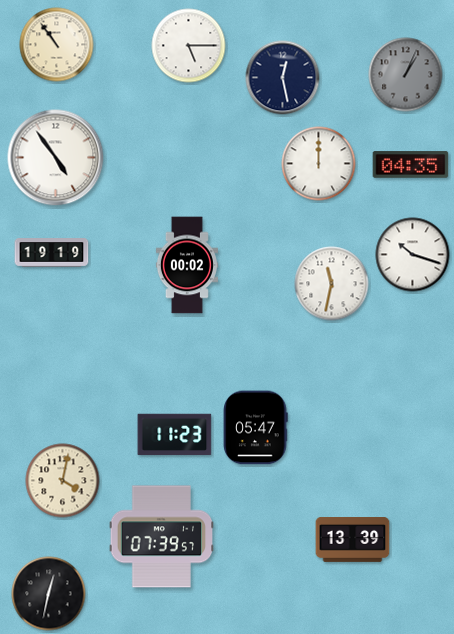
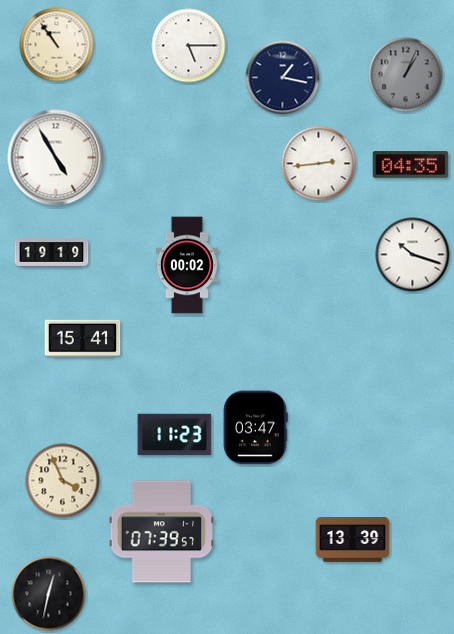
clock at (283, 78): 12:28 -> 1:17
clock at (56, 158): 4:54 -> 4:55
clock at (319, 164): 12:00 -> 2:44
clock at (332, 284): 11:32 -> none
clock at (83, 339): none -> 15:41
clock at (255, 428): 05:47 -> 03:47
clock at (63, 481): 4:02 -> 3:56
clock at (162, 537) position: (162, 537) -> (162, 532)
